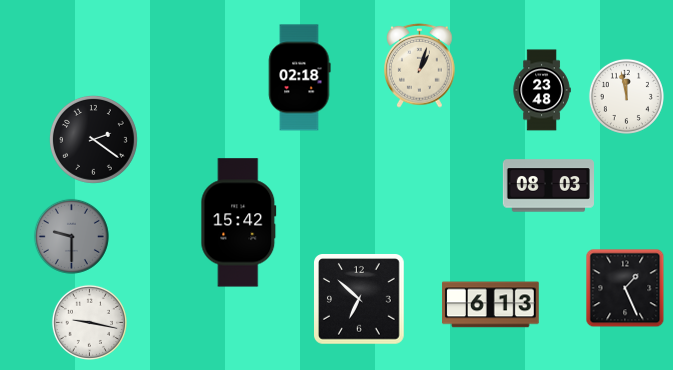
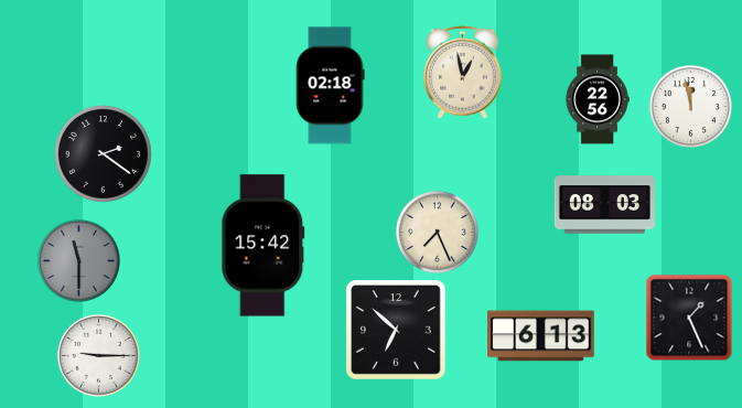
clock at (420, 65): 1:03 -> 12:58
clock at (542, 90): 23:48 -> 22:56
clock at (437, 232): none -> 7:26
clock at (71, 236): 9:30 -> 11:30
clock at (89, 322): 9:17 -> 9:15
